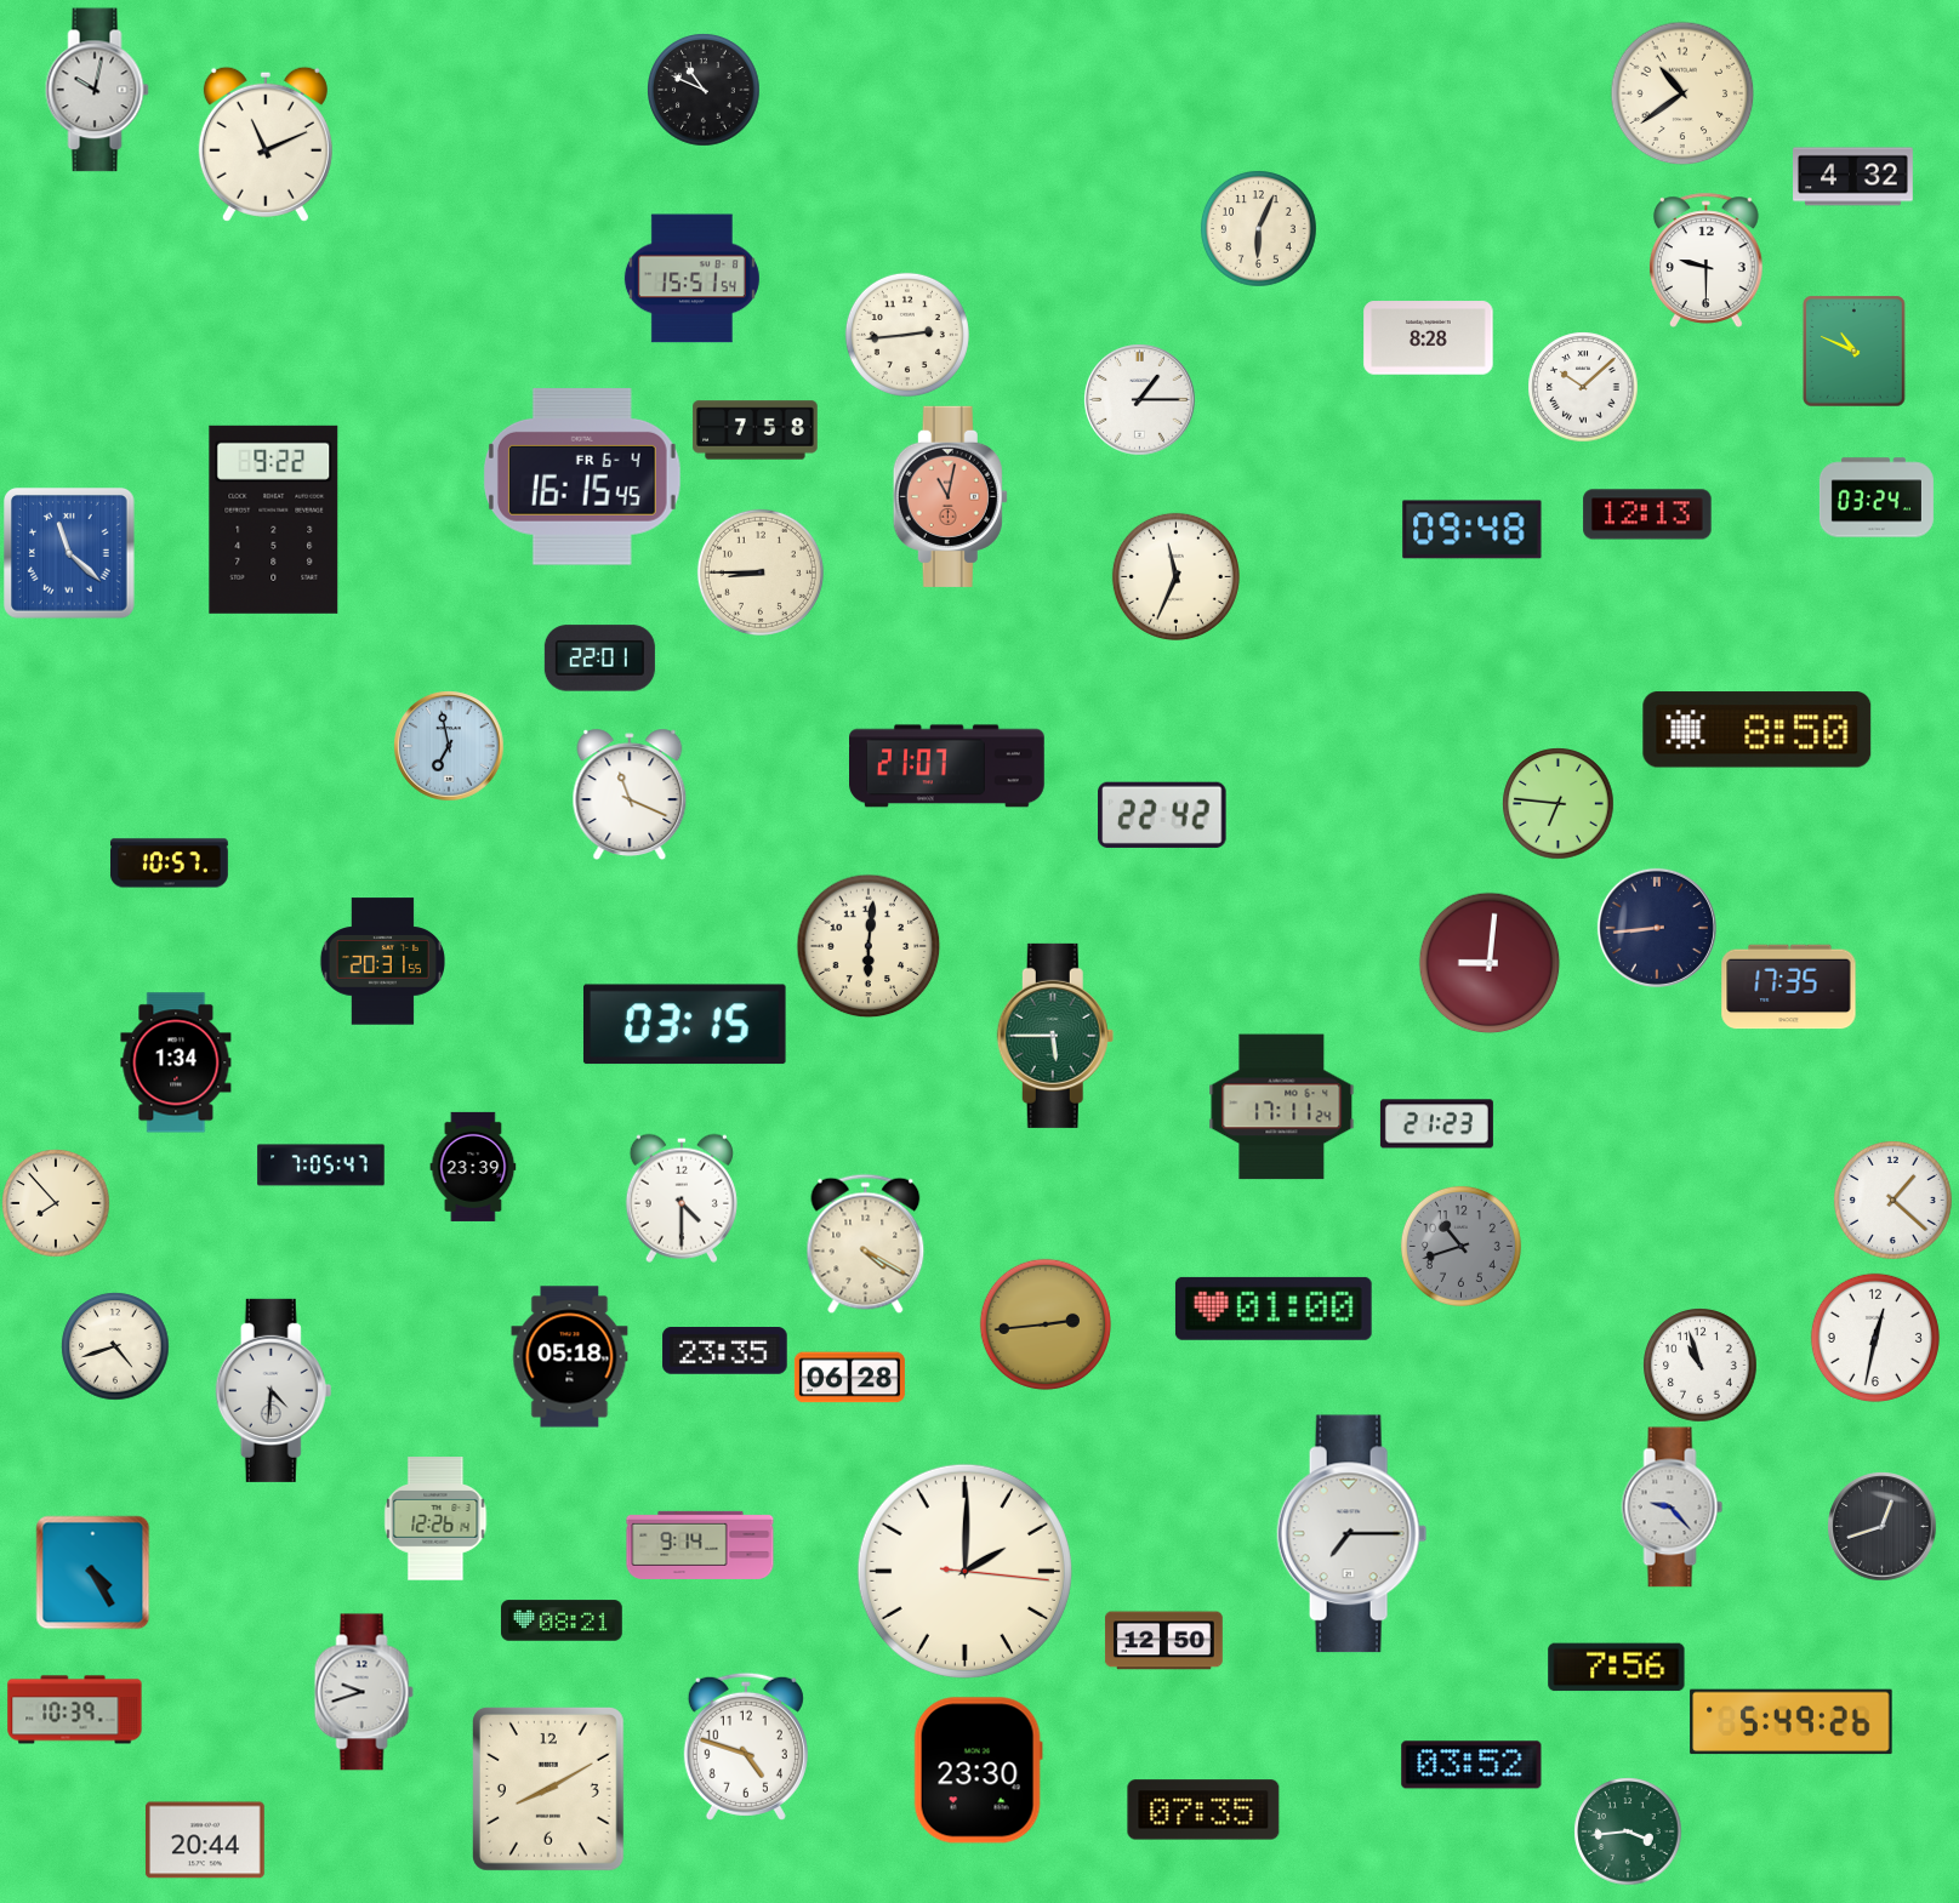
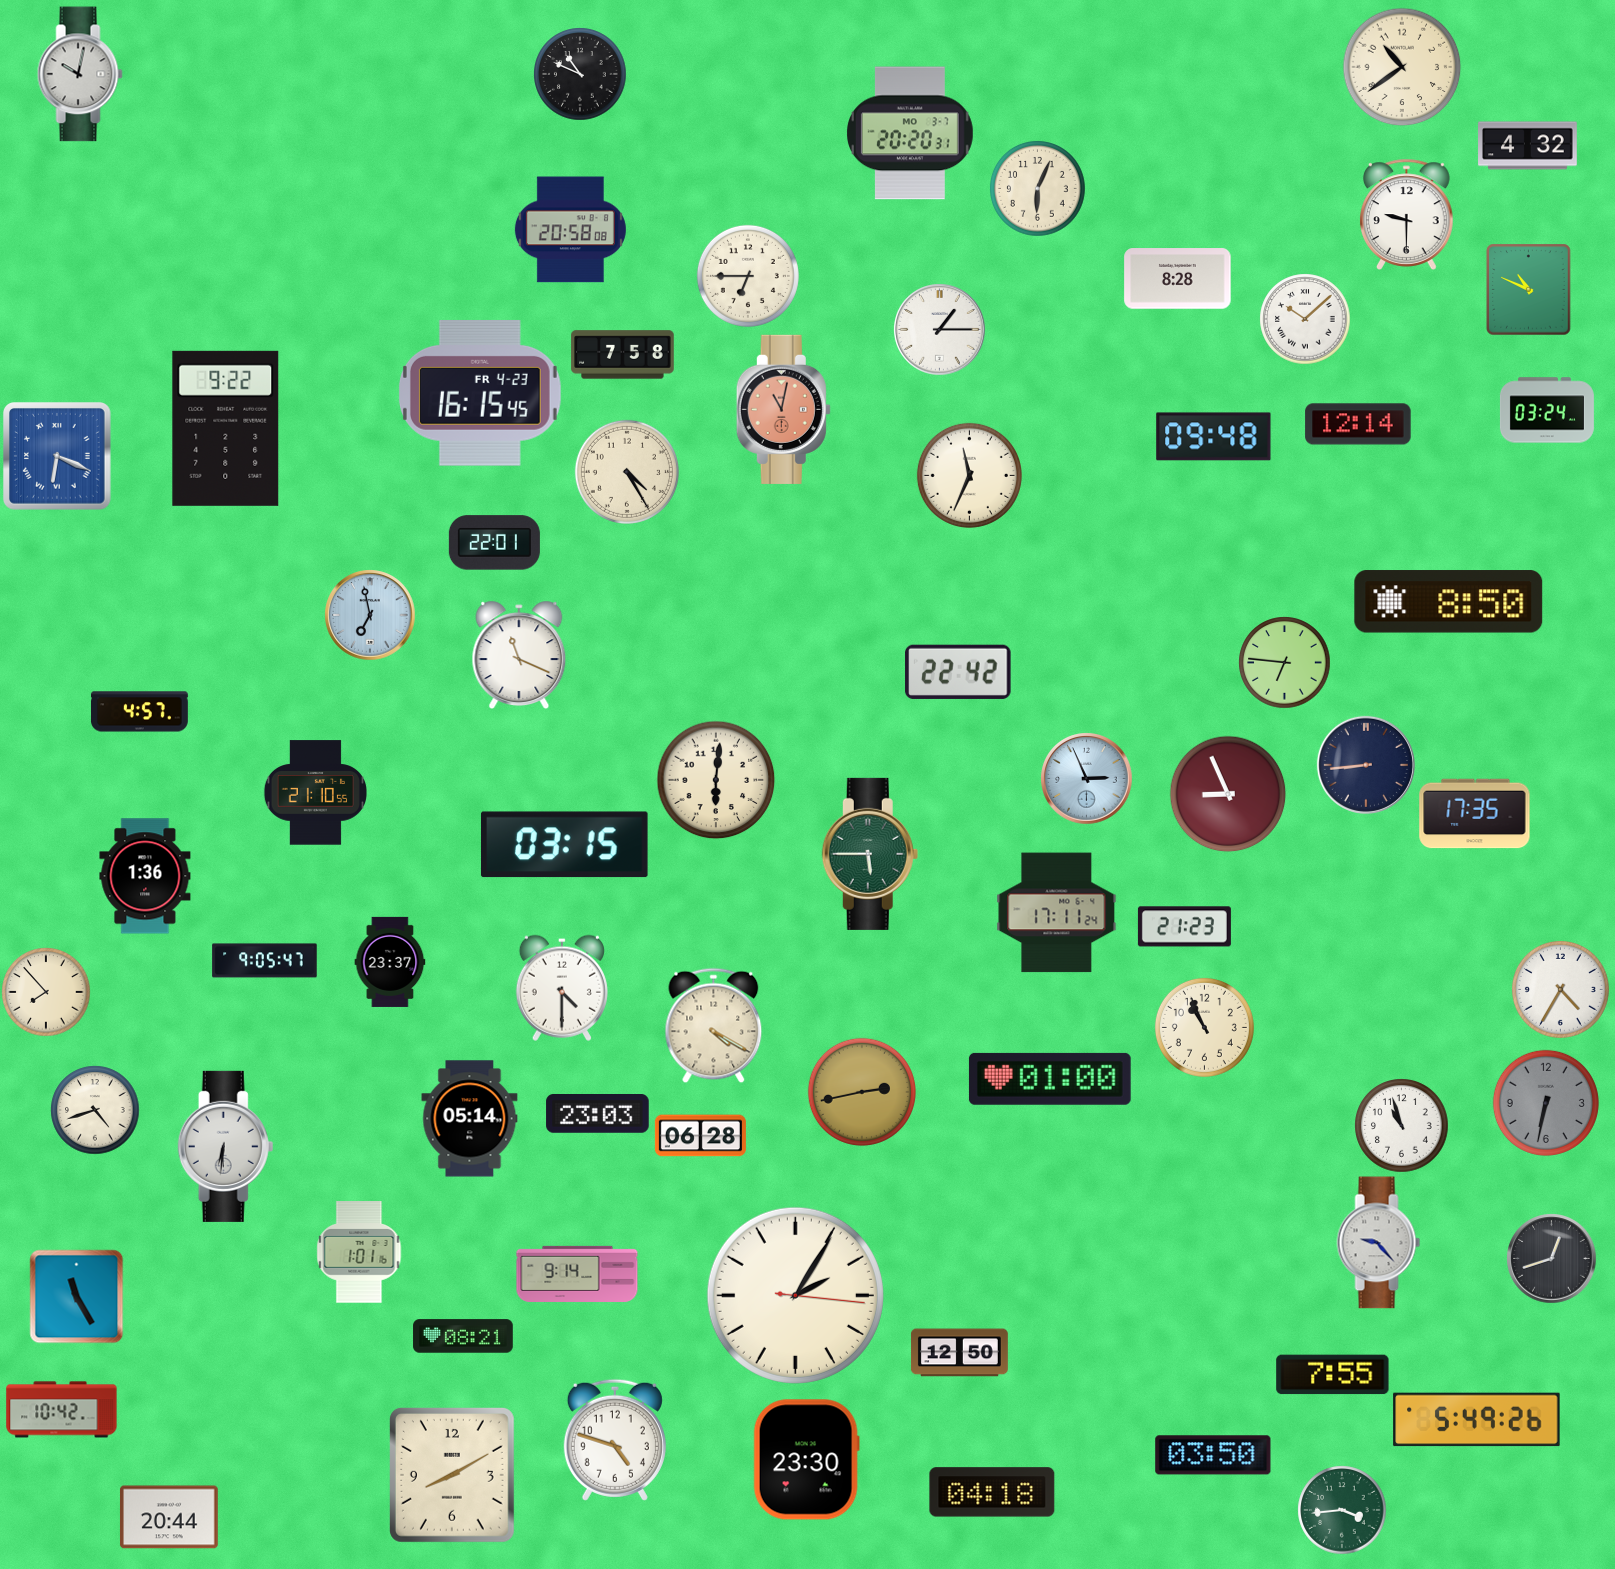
clock at (1682, 93) position: (1682, 93) -> (1402, 67)
clock at (266, 144): 11:11 -> none
clock at (910, 133): none -> 20:20
clock at (691, 279): 15:51 -> 20:58
clock at (907, 335): 2:44 -> 6:45
clock at (582, 477) date: FR 6-4 -> FR 4-23
clock at (1647, 514): 12:13 -> 12:14
clock at (70, 554): 11:22 -> 6:19
clock at (761, 572): 8:45 -> 4:25
clock at (947, 767): 21:07 -> none
clock at (169, 864): 10:57 -> 4:57
clock at (1086, 778): none -> 2:56
clock at (382, 962): 20:31 -> 21:10
clock at (1490, 963): 9:01 -> 8:56
clock at (176, 1062): 1:34 -> 1:36
clock at (321, 1166): 7:05 -> 9:05
clock at (473, 1167): 23:39 -> 23:37
clock at (1892, 1200): 1:22 -> 4:35
clock at (1460, 1246): 10:42 -> 10:56
clock at (1460, 1246) dial: grey -> cream
clock at (1046, 1324): 2:44 -> 2:43
clock at (1875, 1338): 12:32 -> 6:32
clock at (1875, 1338) dial: white -> grey
clock at (725, 1351): 23:35 -> 23:03
clock at (570, 1357): 05:18 -> 05:14
clock at (274, 1390): 4:31 -> 6:31
clock at (435, 1519): 12:26 -> 1:01
clock at (1352, 1534): 7:15 -> none
clock at (964, 1571): 2:00 -> 2:05
clock at (92, 1572): 4:25 -> 11:25
clock at (1617, 1668): 7:56 -> 7:55
clock at (364, 1692): 9:42 -> none
clock at (75, 1710): 10:39 -> 10:42
clock at (1471, 1765): 03:52 -> 03:50
clock at (1203, 1810): 07:35 -> 04:18
